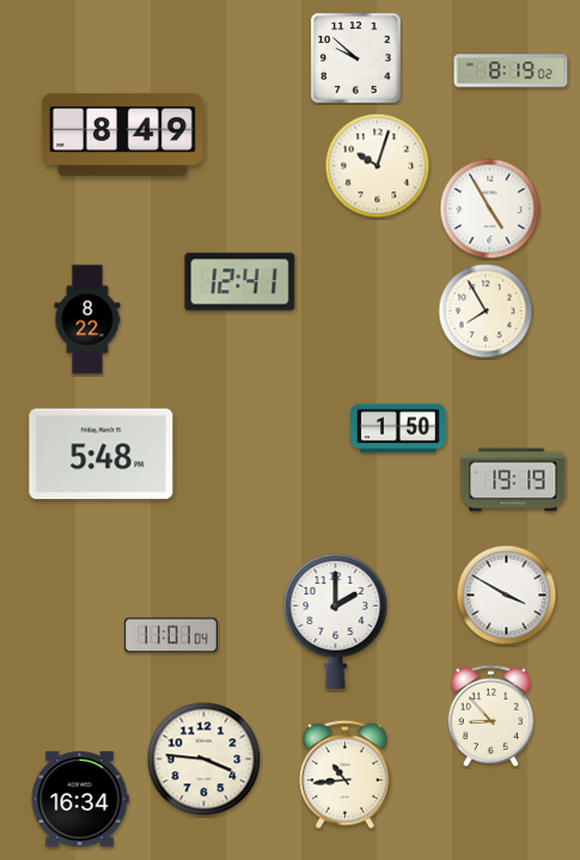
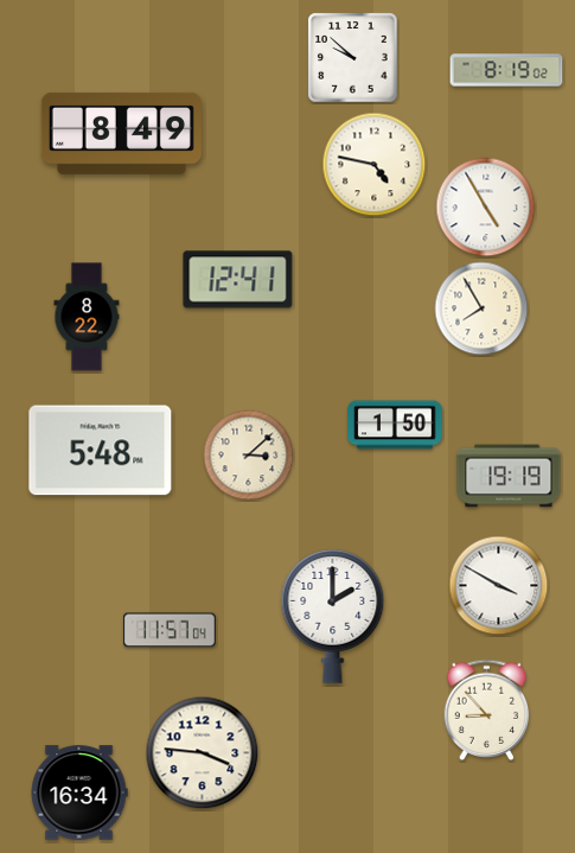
clock at (378, 166): 10:03 -> 4:47
clock at (249, 456): none -> 3:08
clock at (507, 596) position: (507, 596) -> (499, 586)
clock at (171, 635): 11:01 -> 11:57
clock at (346, 774): 10:44 -> none
